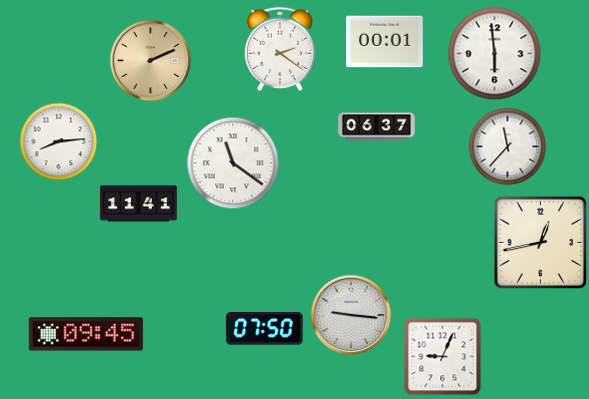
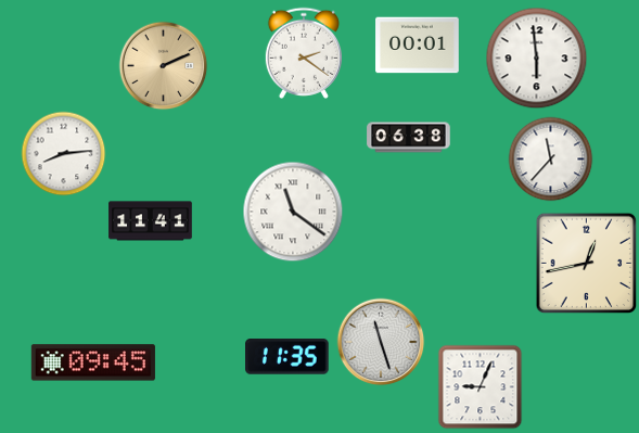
clock at (377, 127): 06:37 -> 06:38
clock at (233, 163) position: (233, 163) -> (293, 212)
clock at (351, 315): 9:16 -> 11:27
clock at (265, 329): 07:50 -> 11:35
